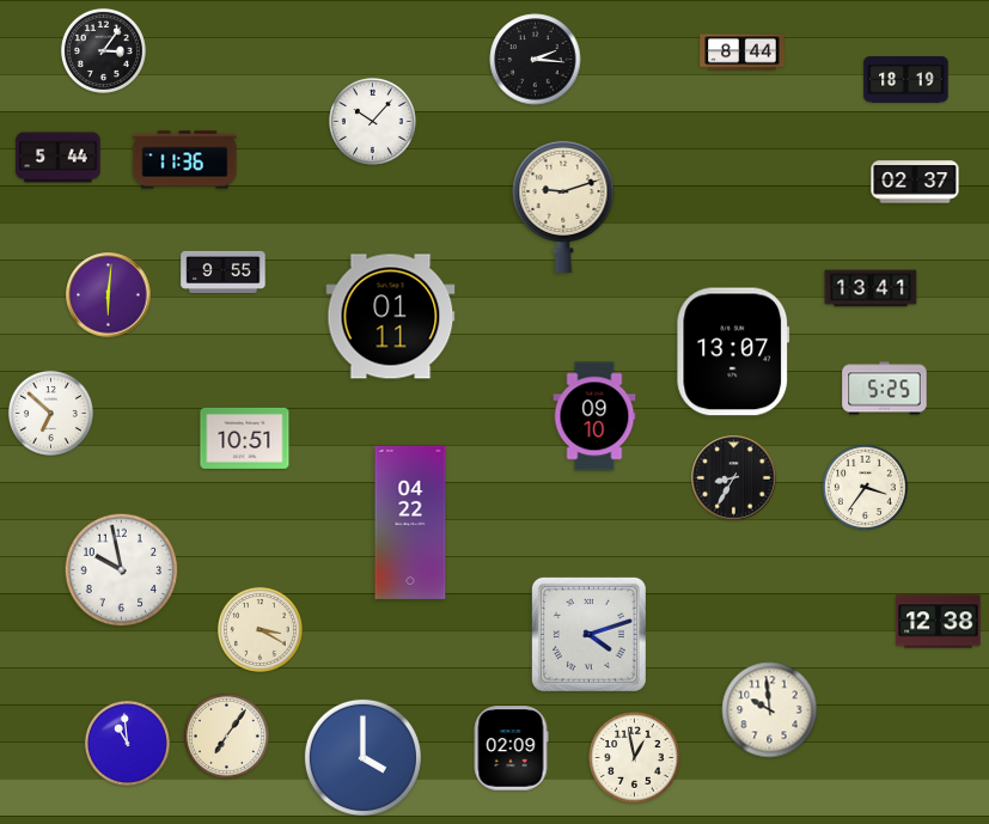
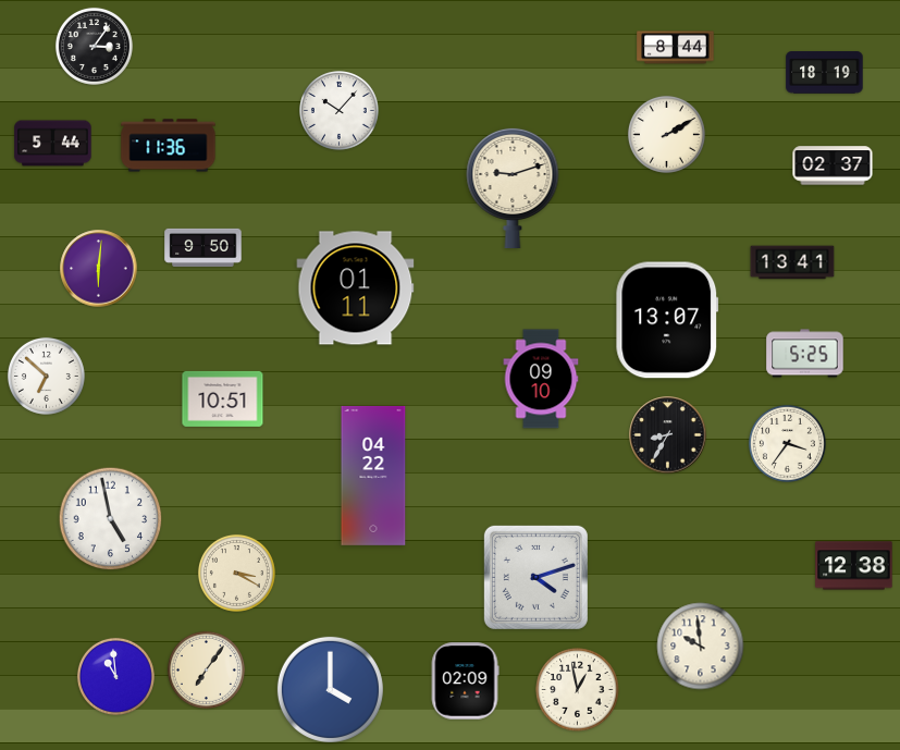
clock at (536, 60): 2:16 -> none
clock at (666, 134): none -> 2:10
clock at (224, 271): 9:55 -> 9:50
clock at (122, 570): 9:58 -> 4:58
